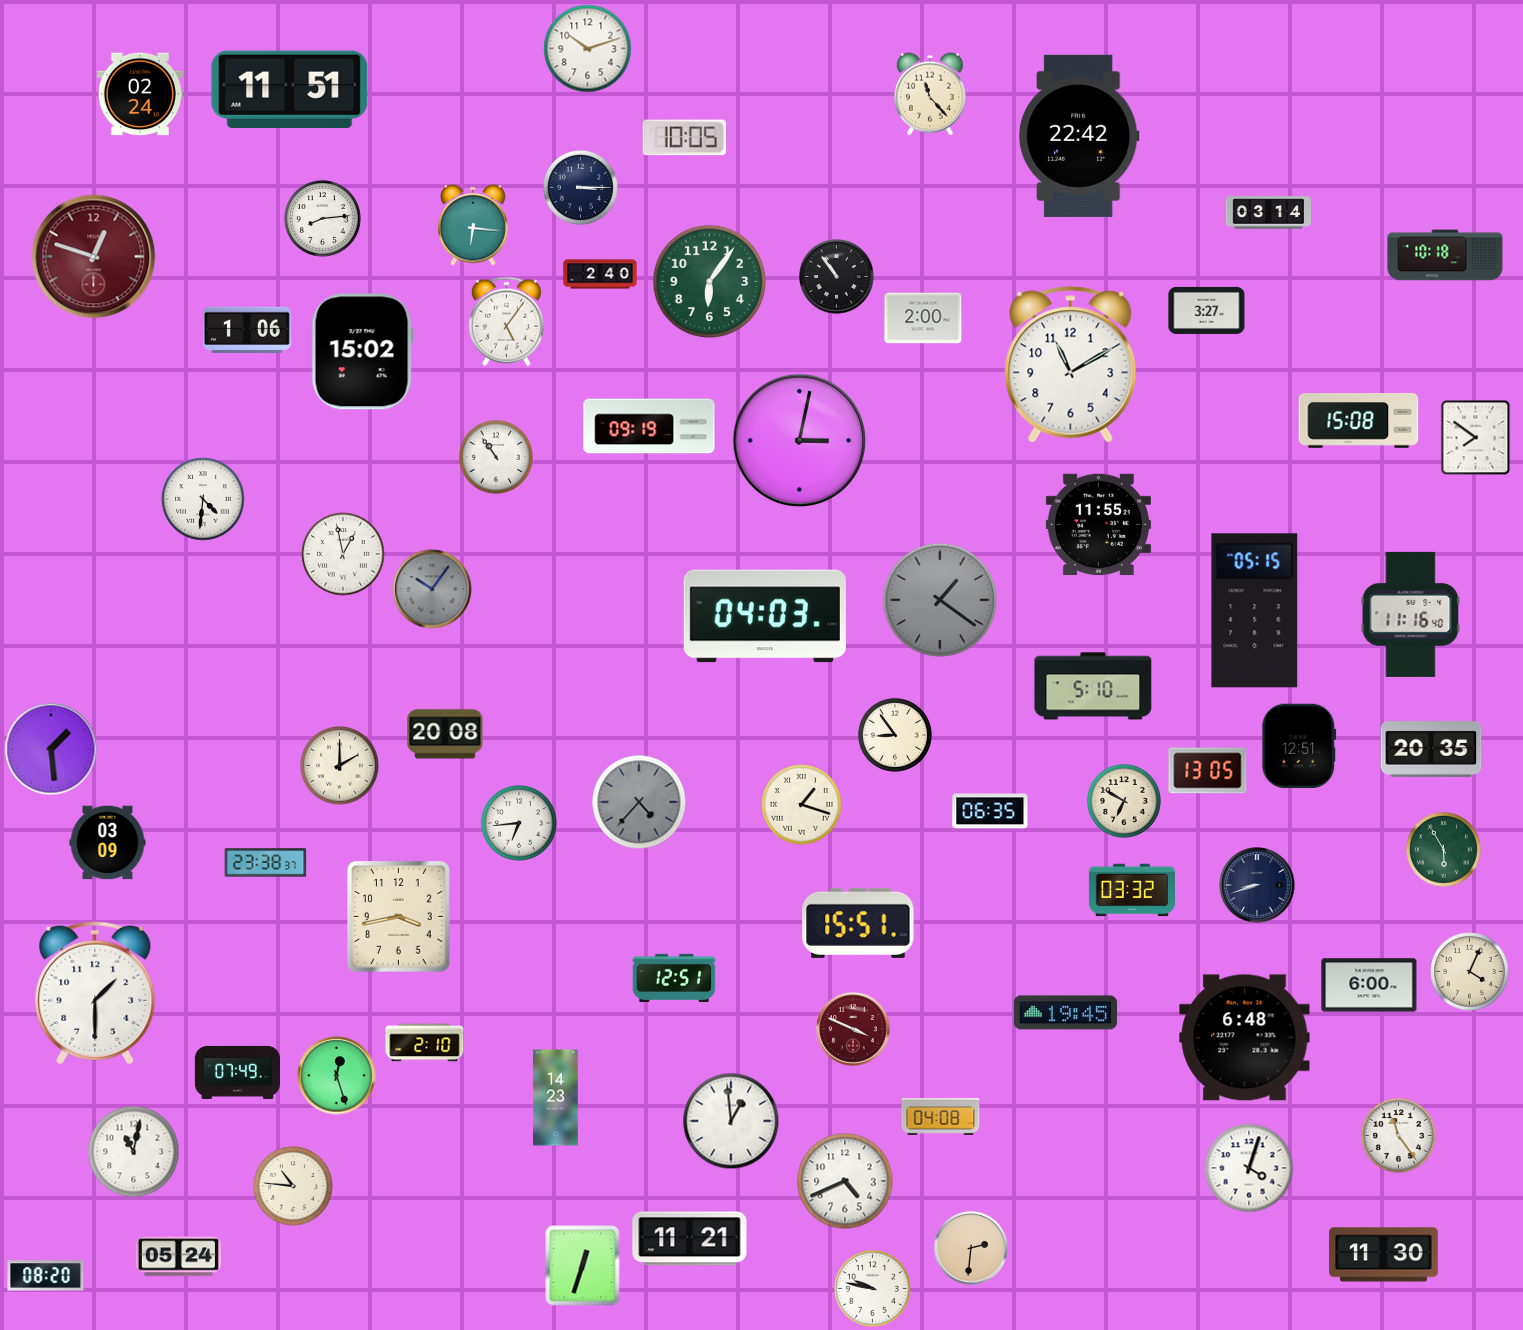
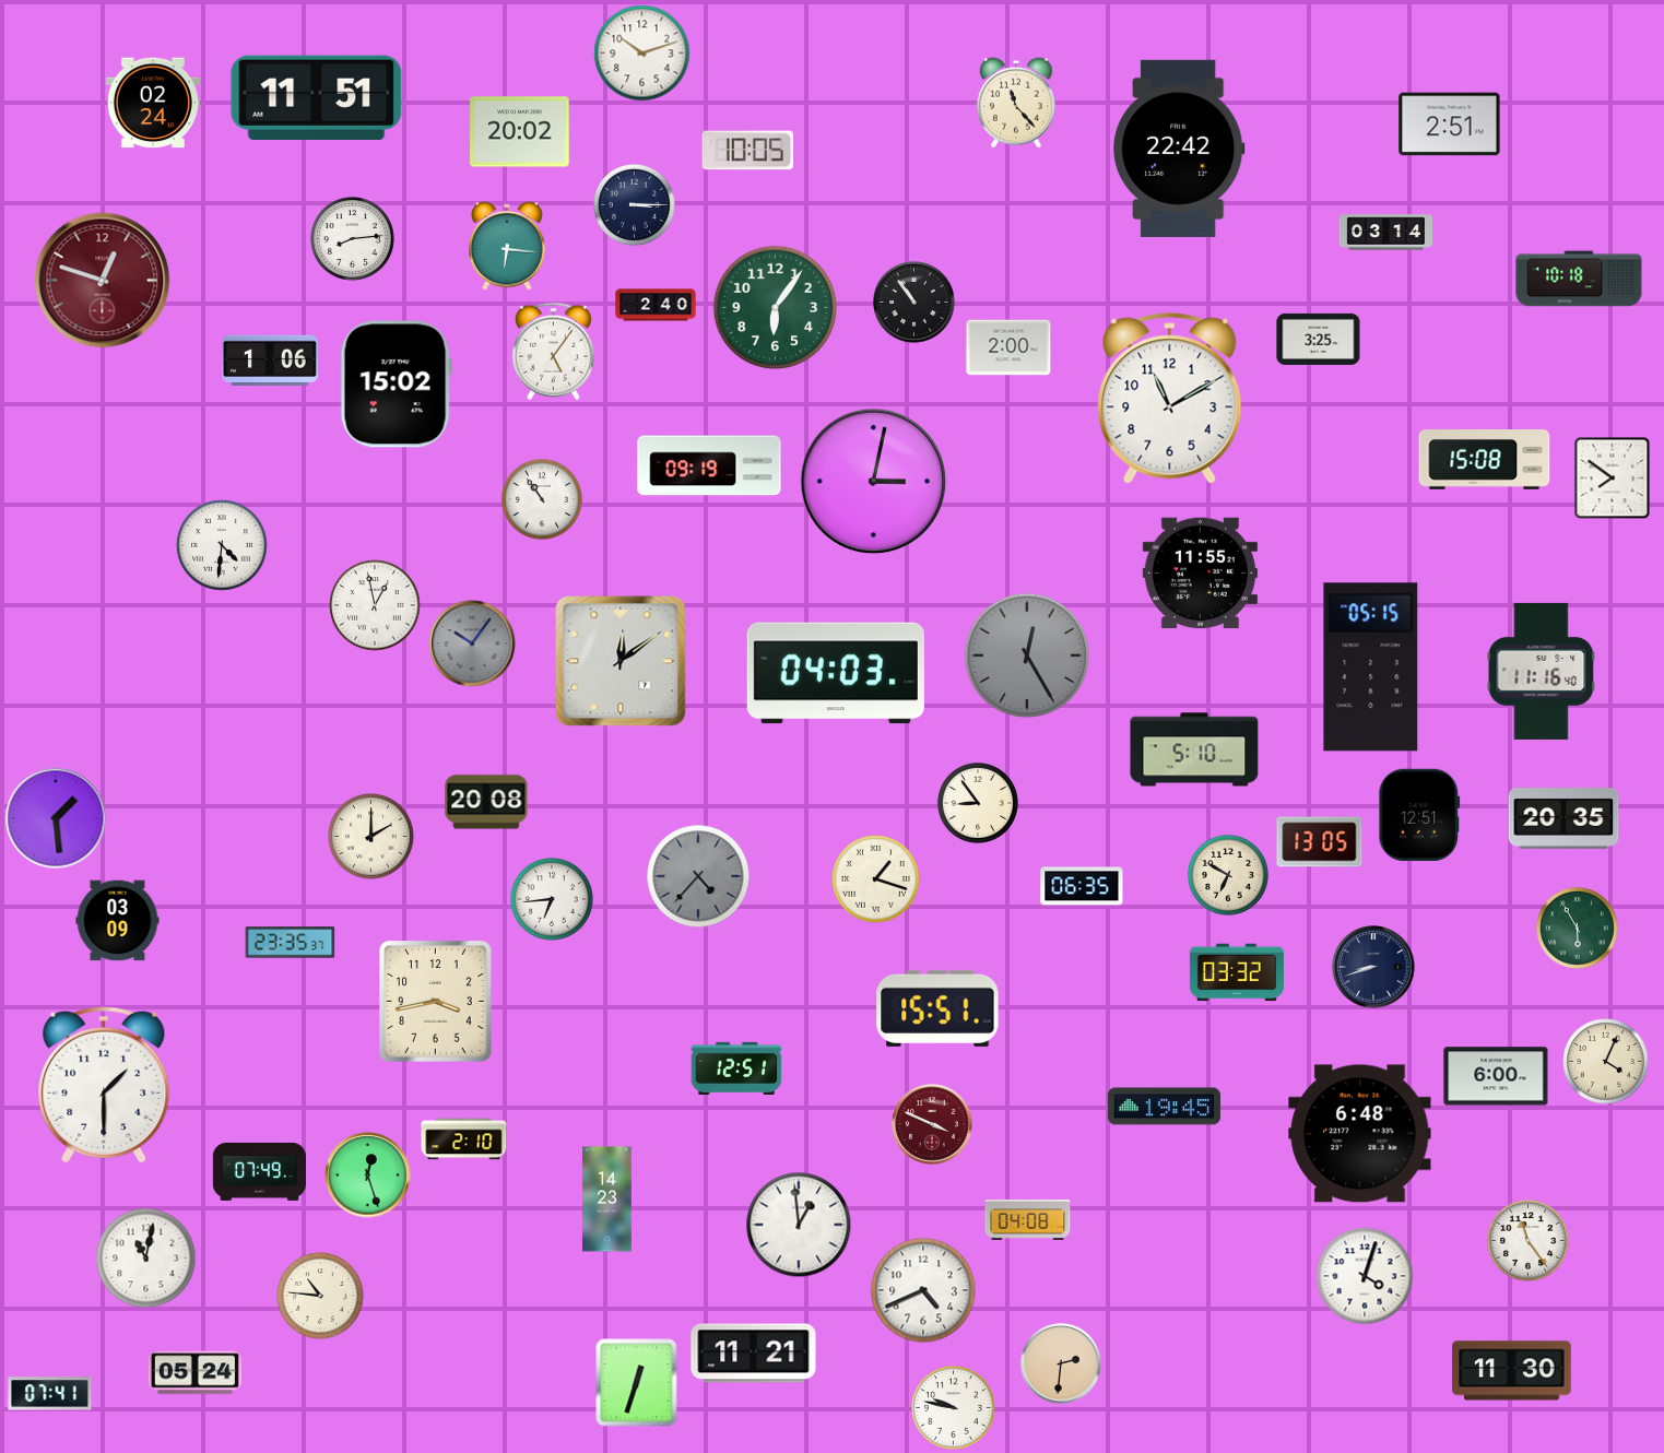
clock at (1450, 125): none -> 2:51
clock at (520, 132): none -> 20:02
clock at (473, 225) position: (473, 225) -> (507, 246)
clock at (600, 274) position: (600, 274) -> (656, 305)
clock at (1207, 310): 3:27 -> 3:25
clock at (939, 599): 1:21 -> 12:25
clock at (621, 661): none -> 12:09
clock at (520, 824) position: (520, 824) -> (553, 900)
clock at (266, 863): 23:38 -> 23:35
clock at (46, 1276): 08:20 -> 07:41
